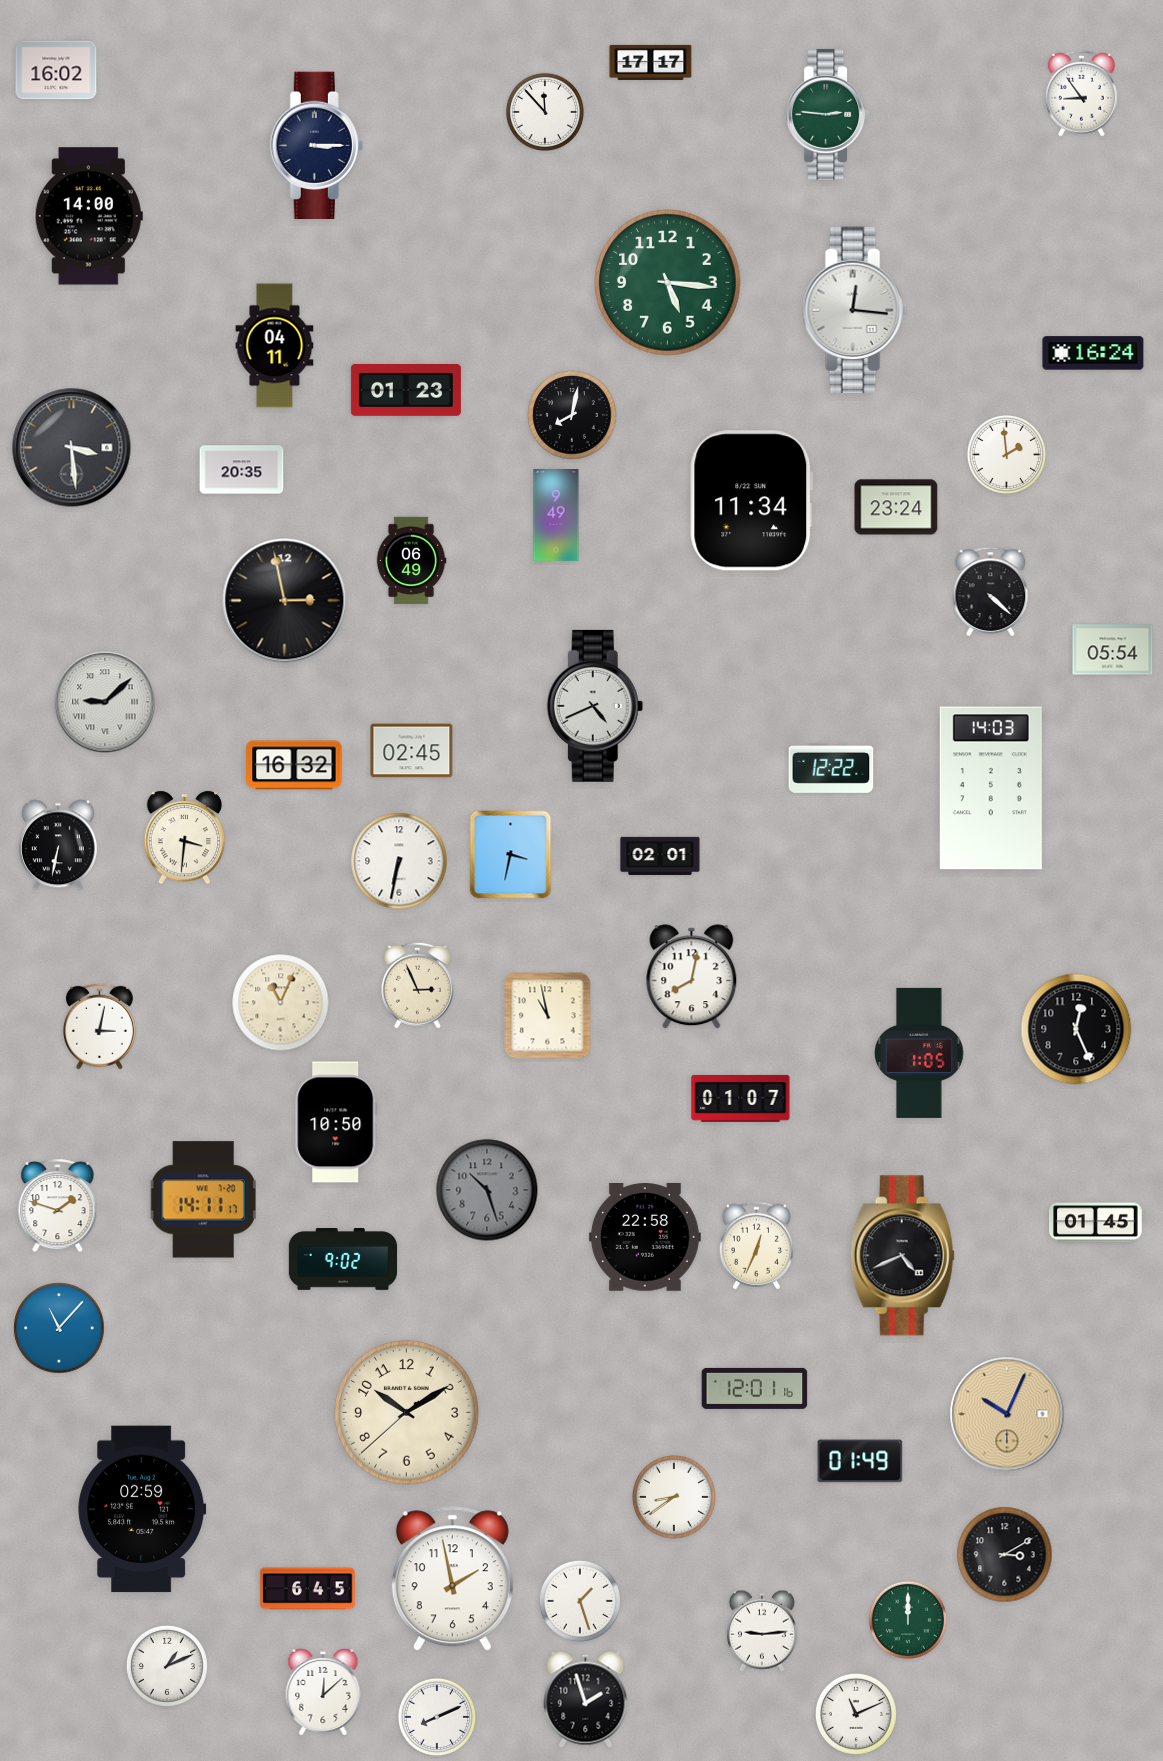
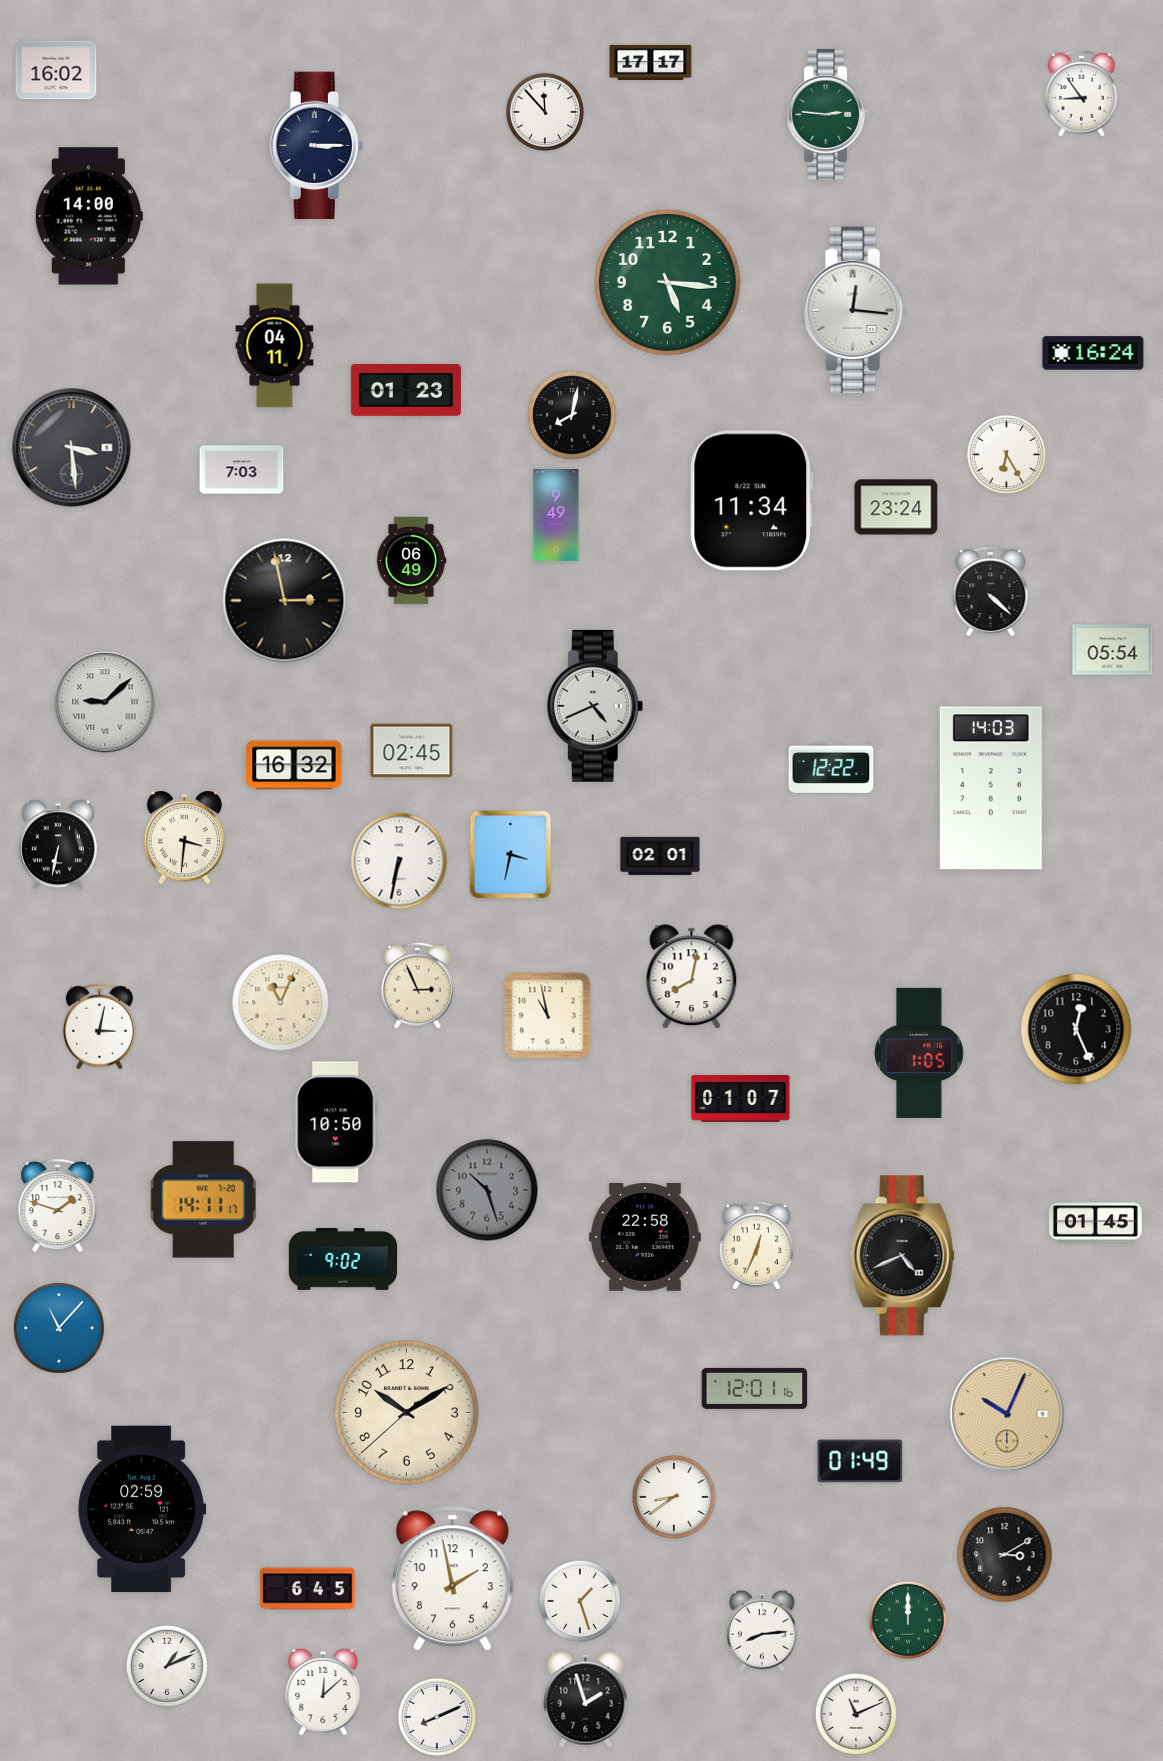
clock at (1006, 454): 1:59 -> 6:25
clock at (242, 470): 20:35 -> 7:03
clock at (762, 1631): 9:14 -> 8:14
